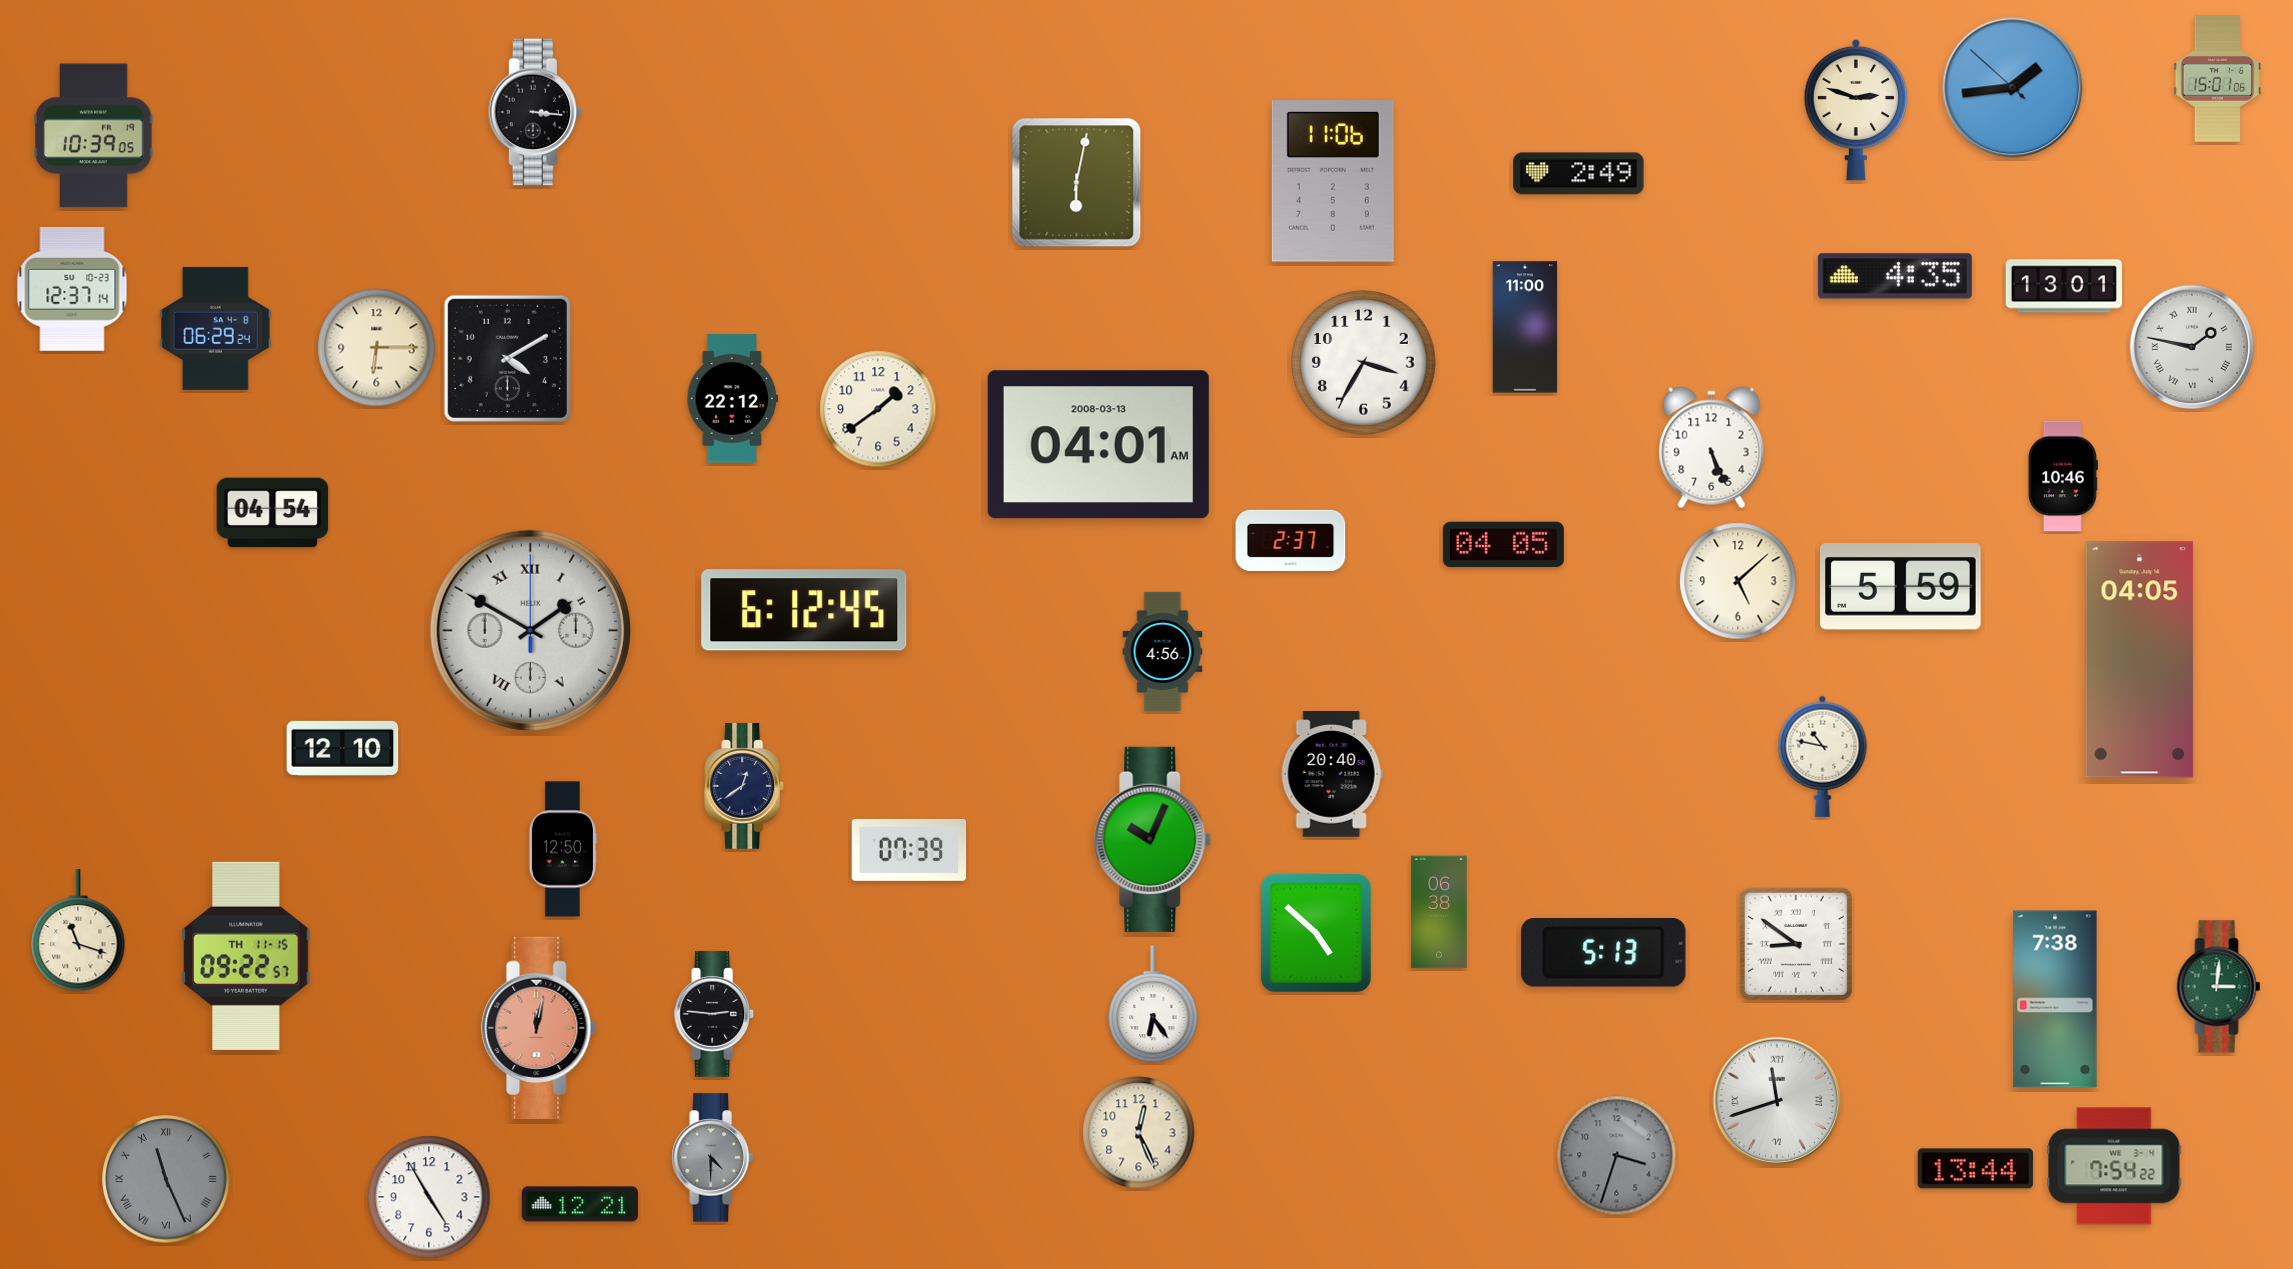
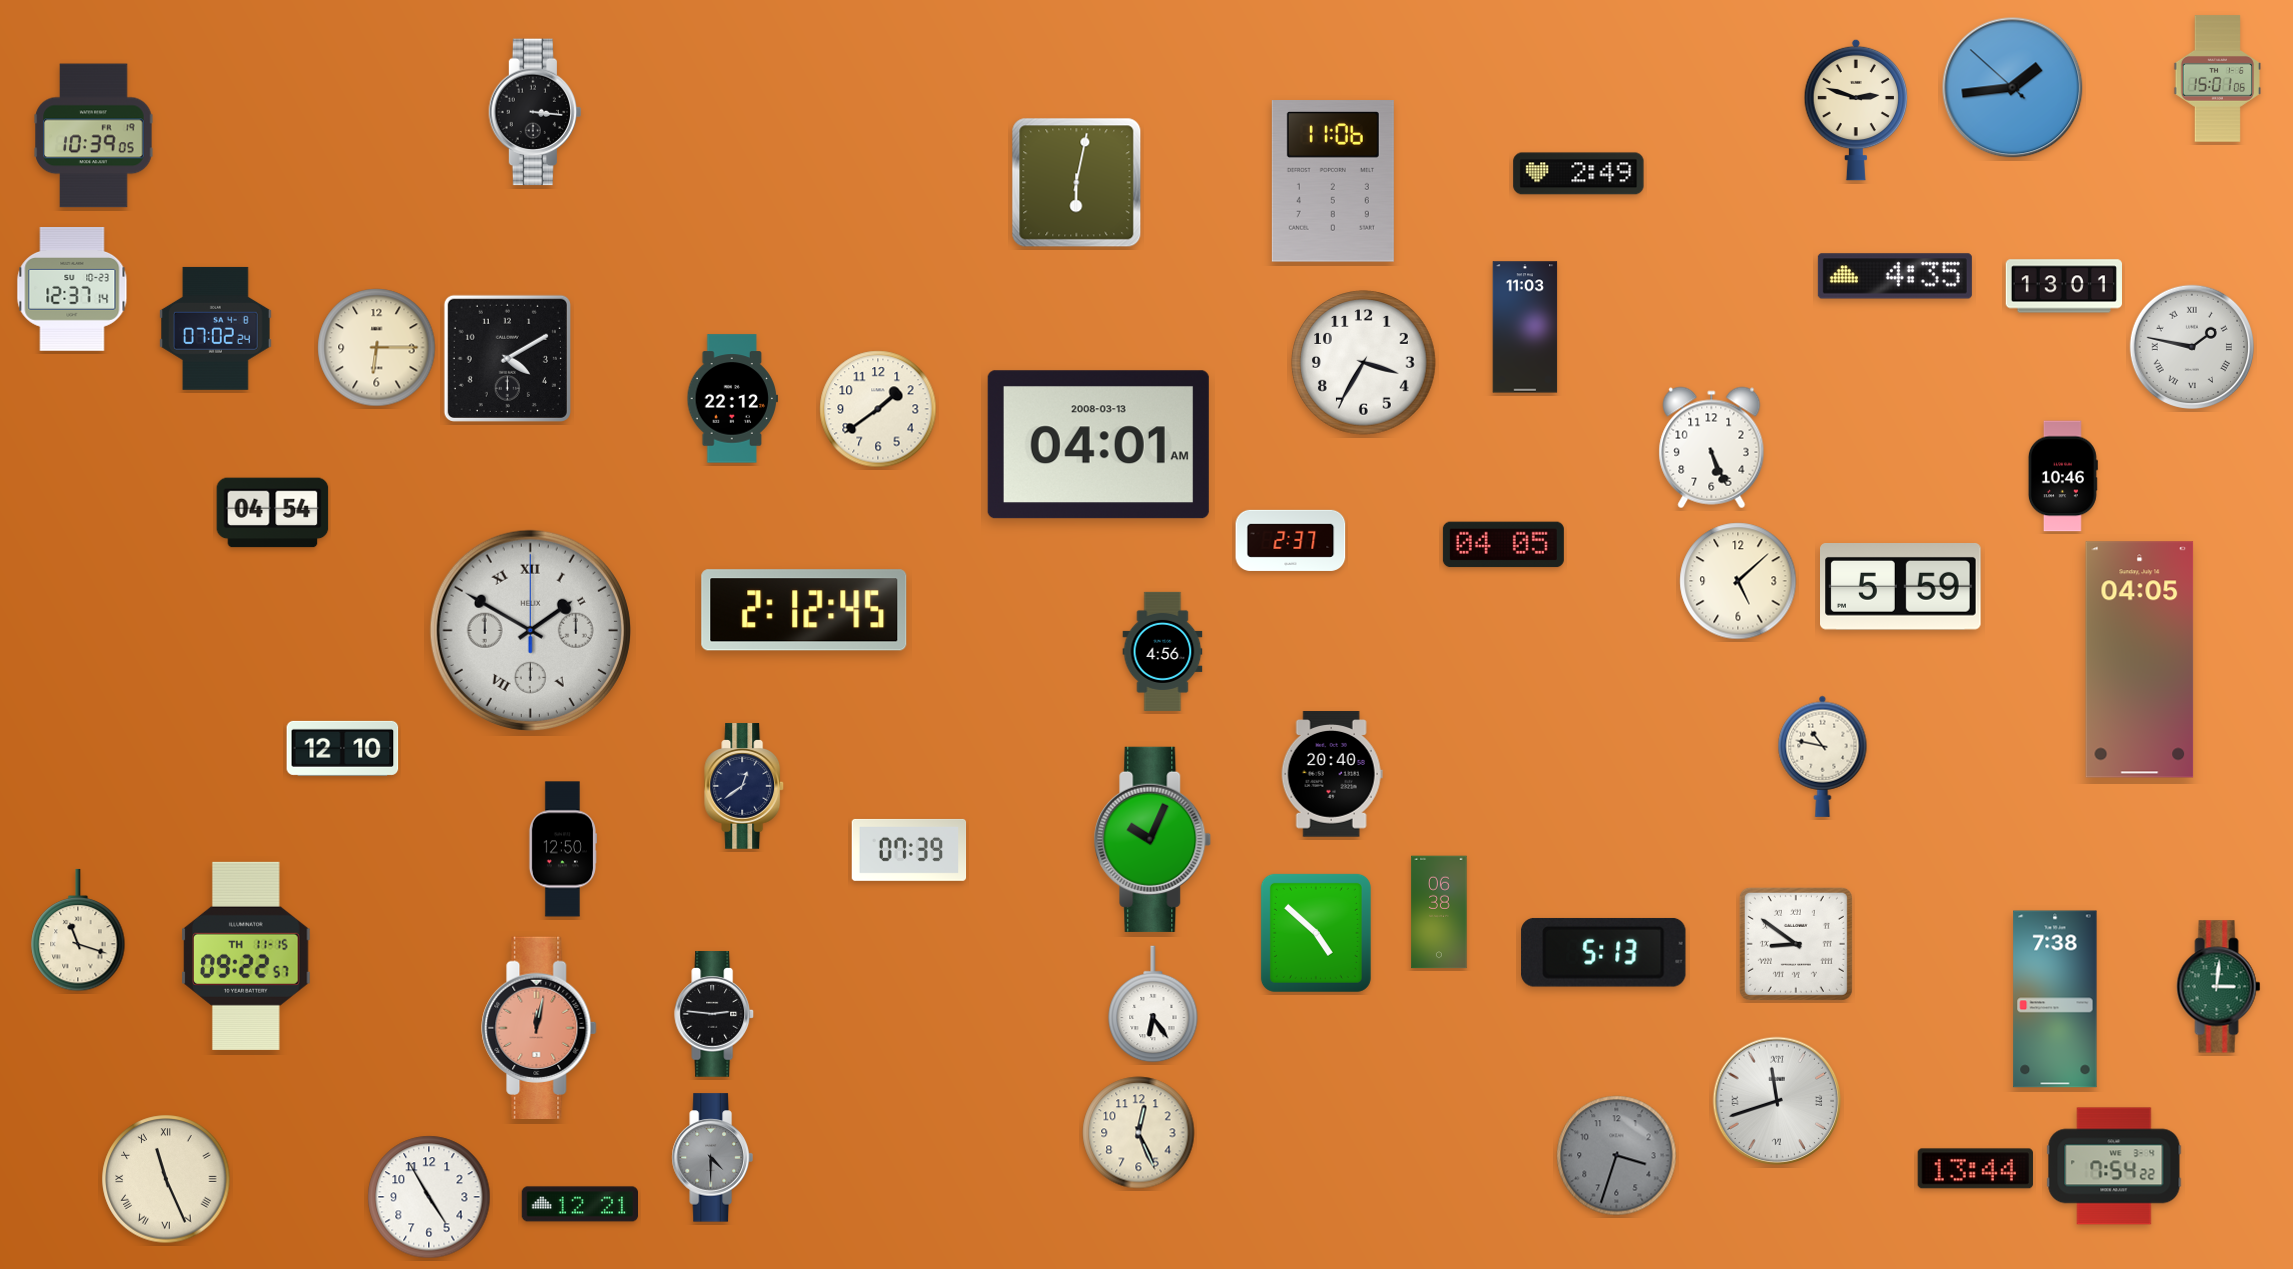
clock at (1525, 327): 11:00 -> 11:03
clock at (216, 328): 06:29 -> 07:02
clock at (804, 610): 6:12 -> 2:12
clock at (166, 1179) dial: grey -> cream
